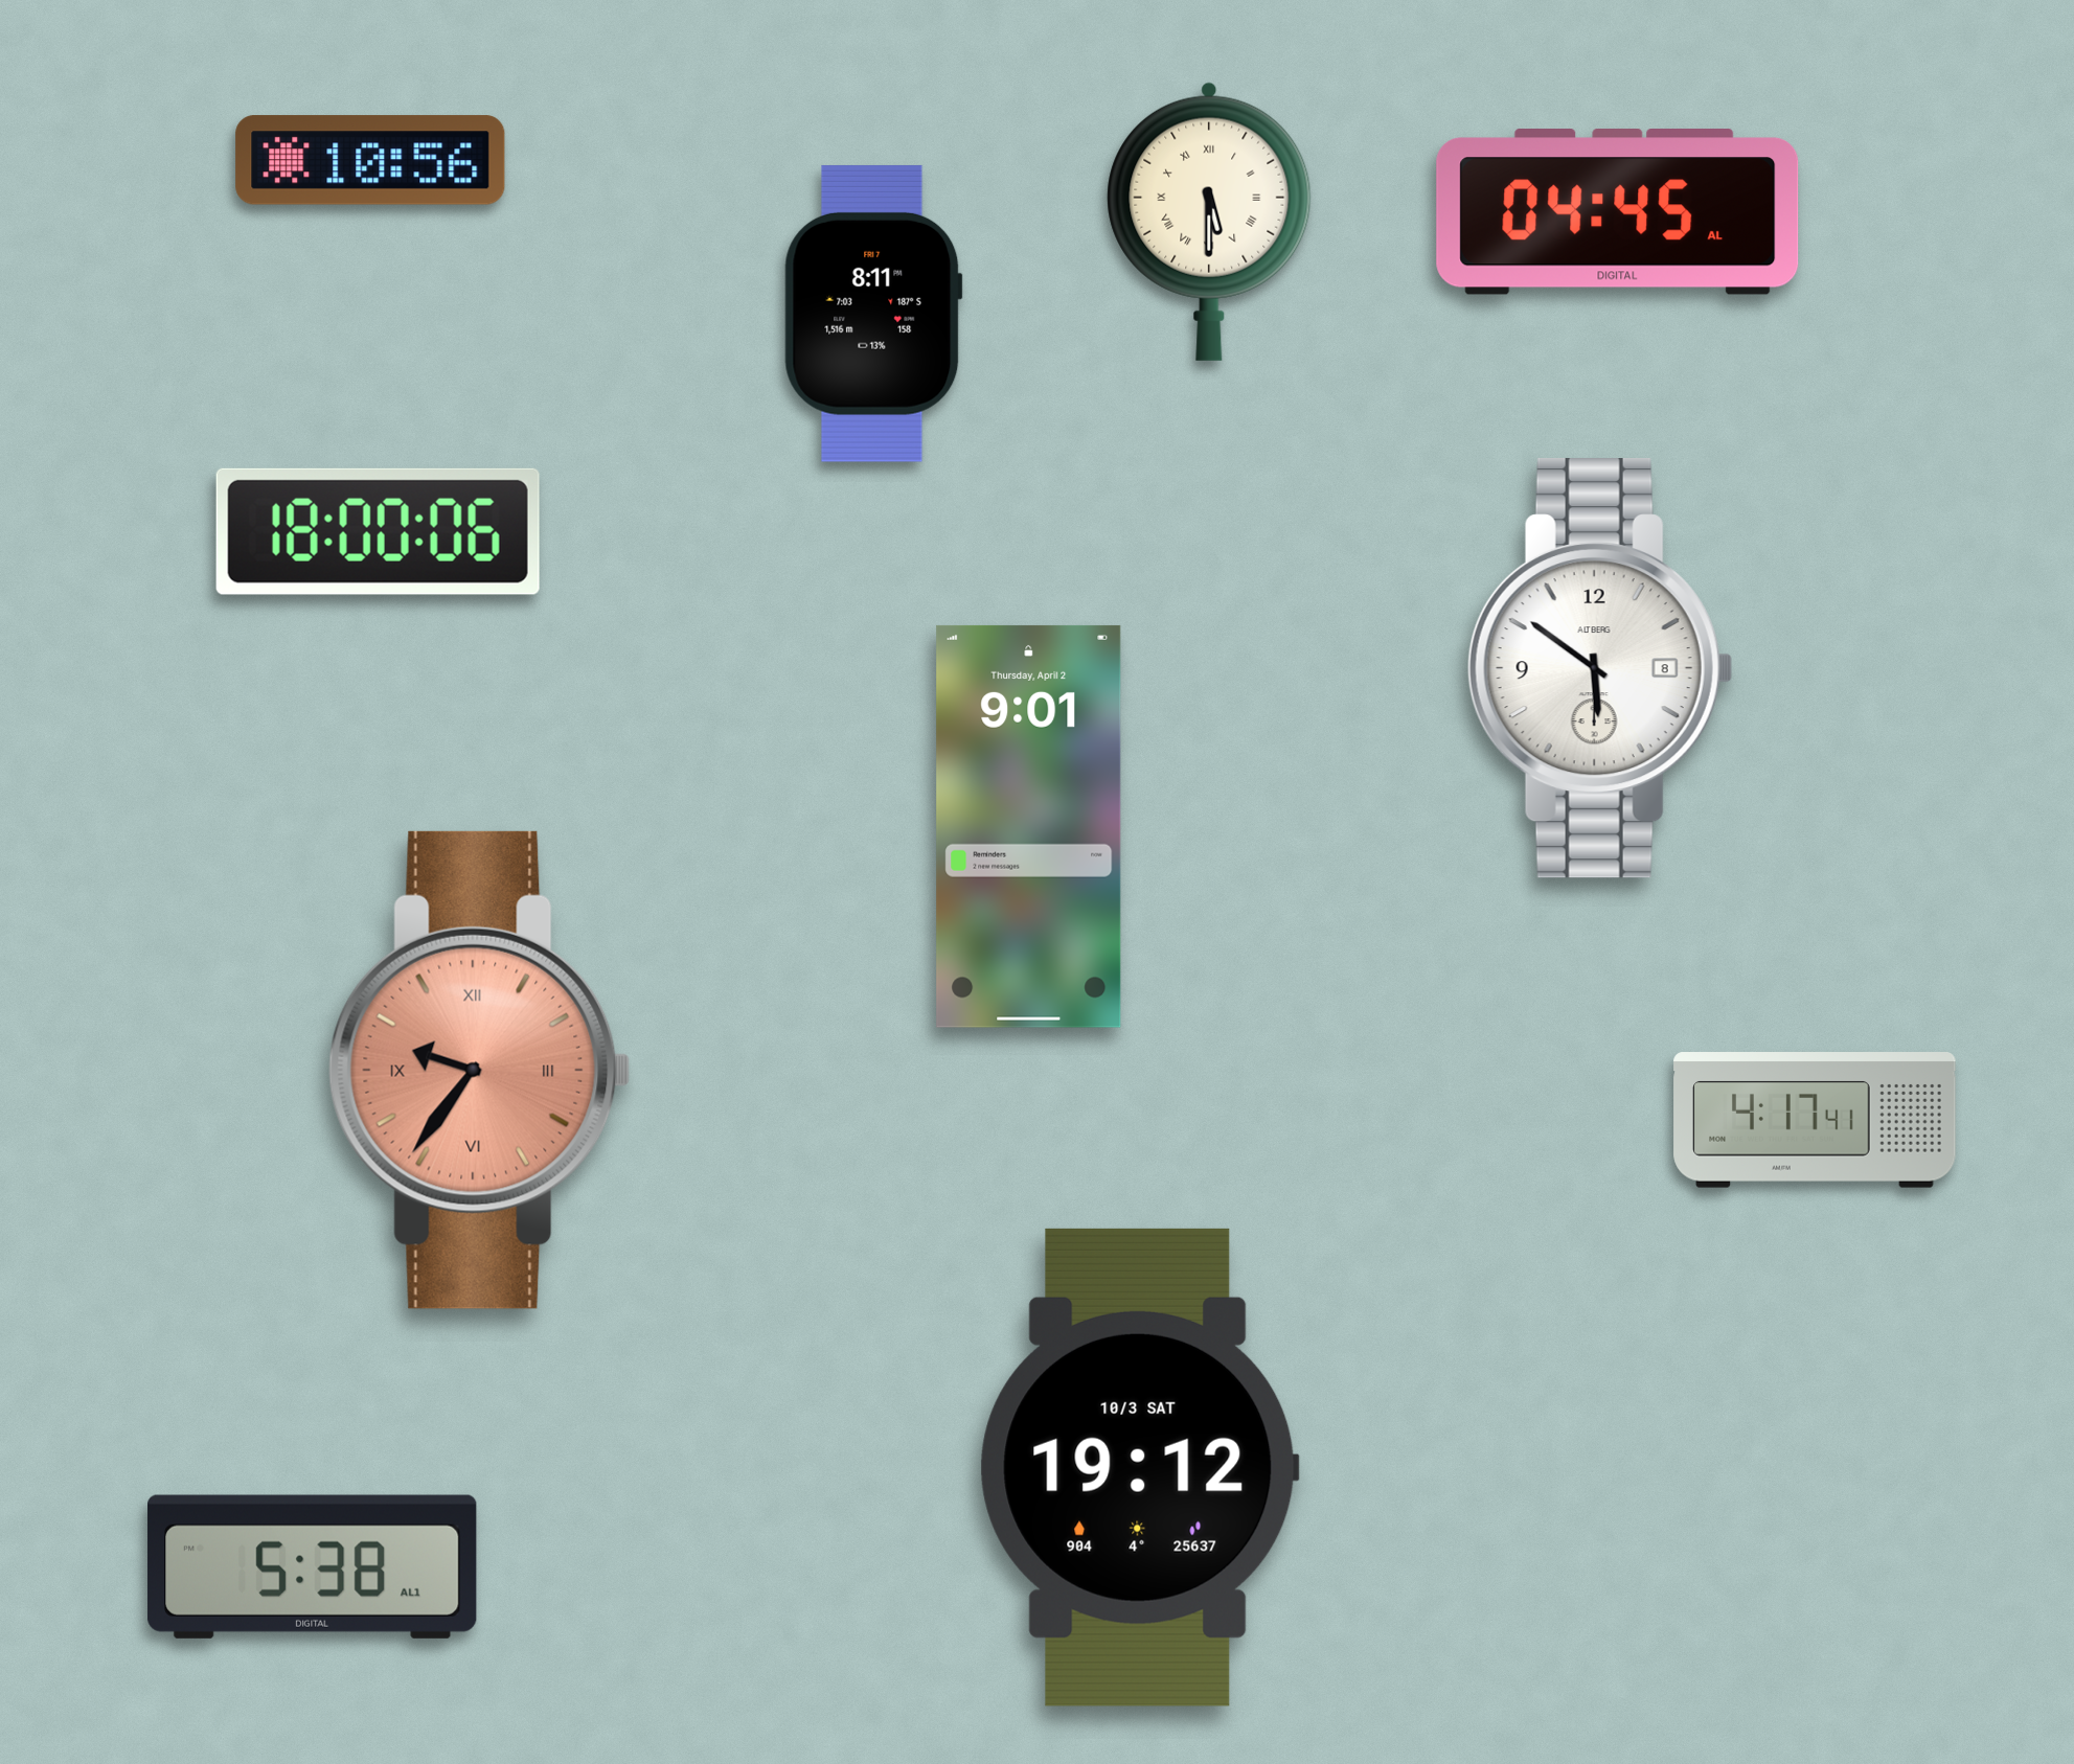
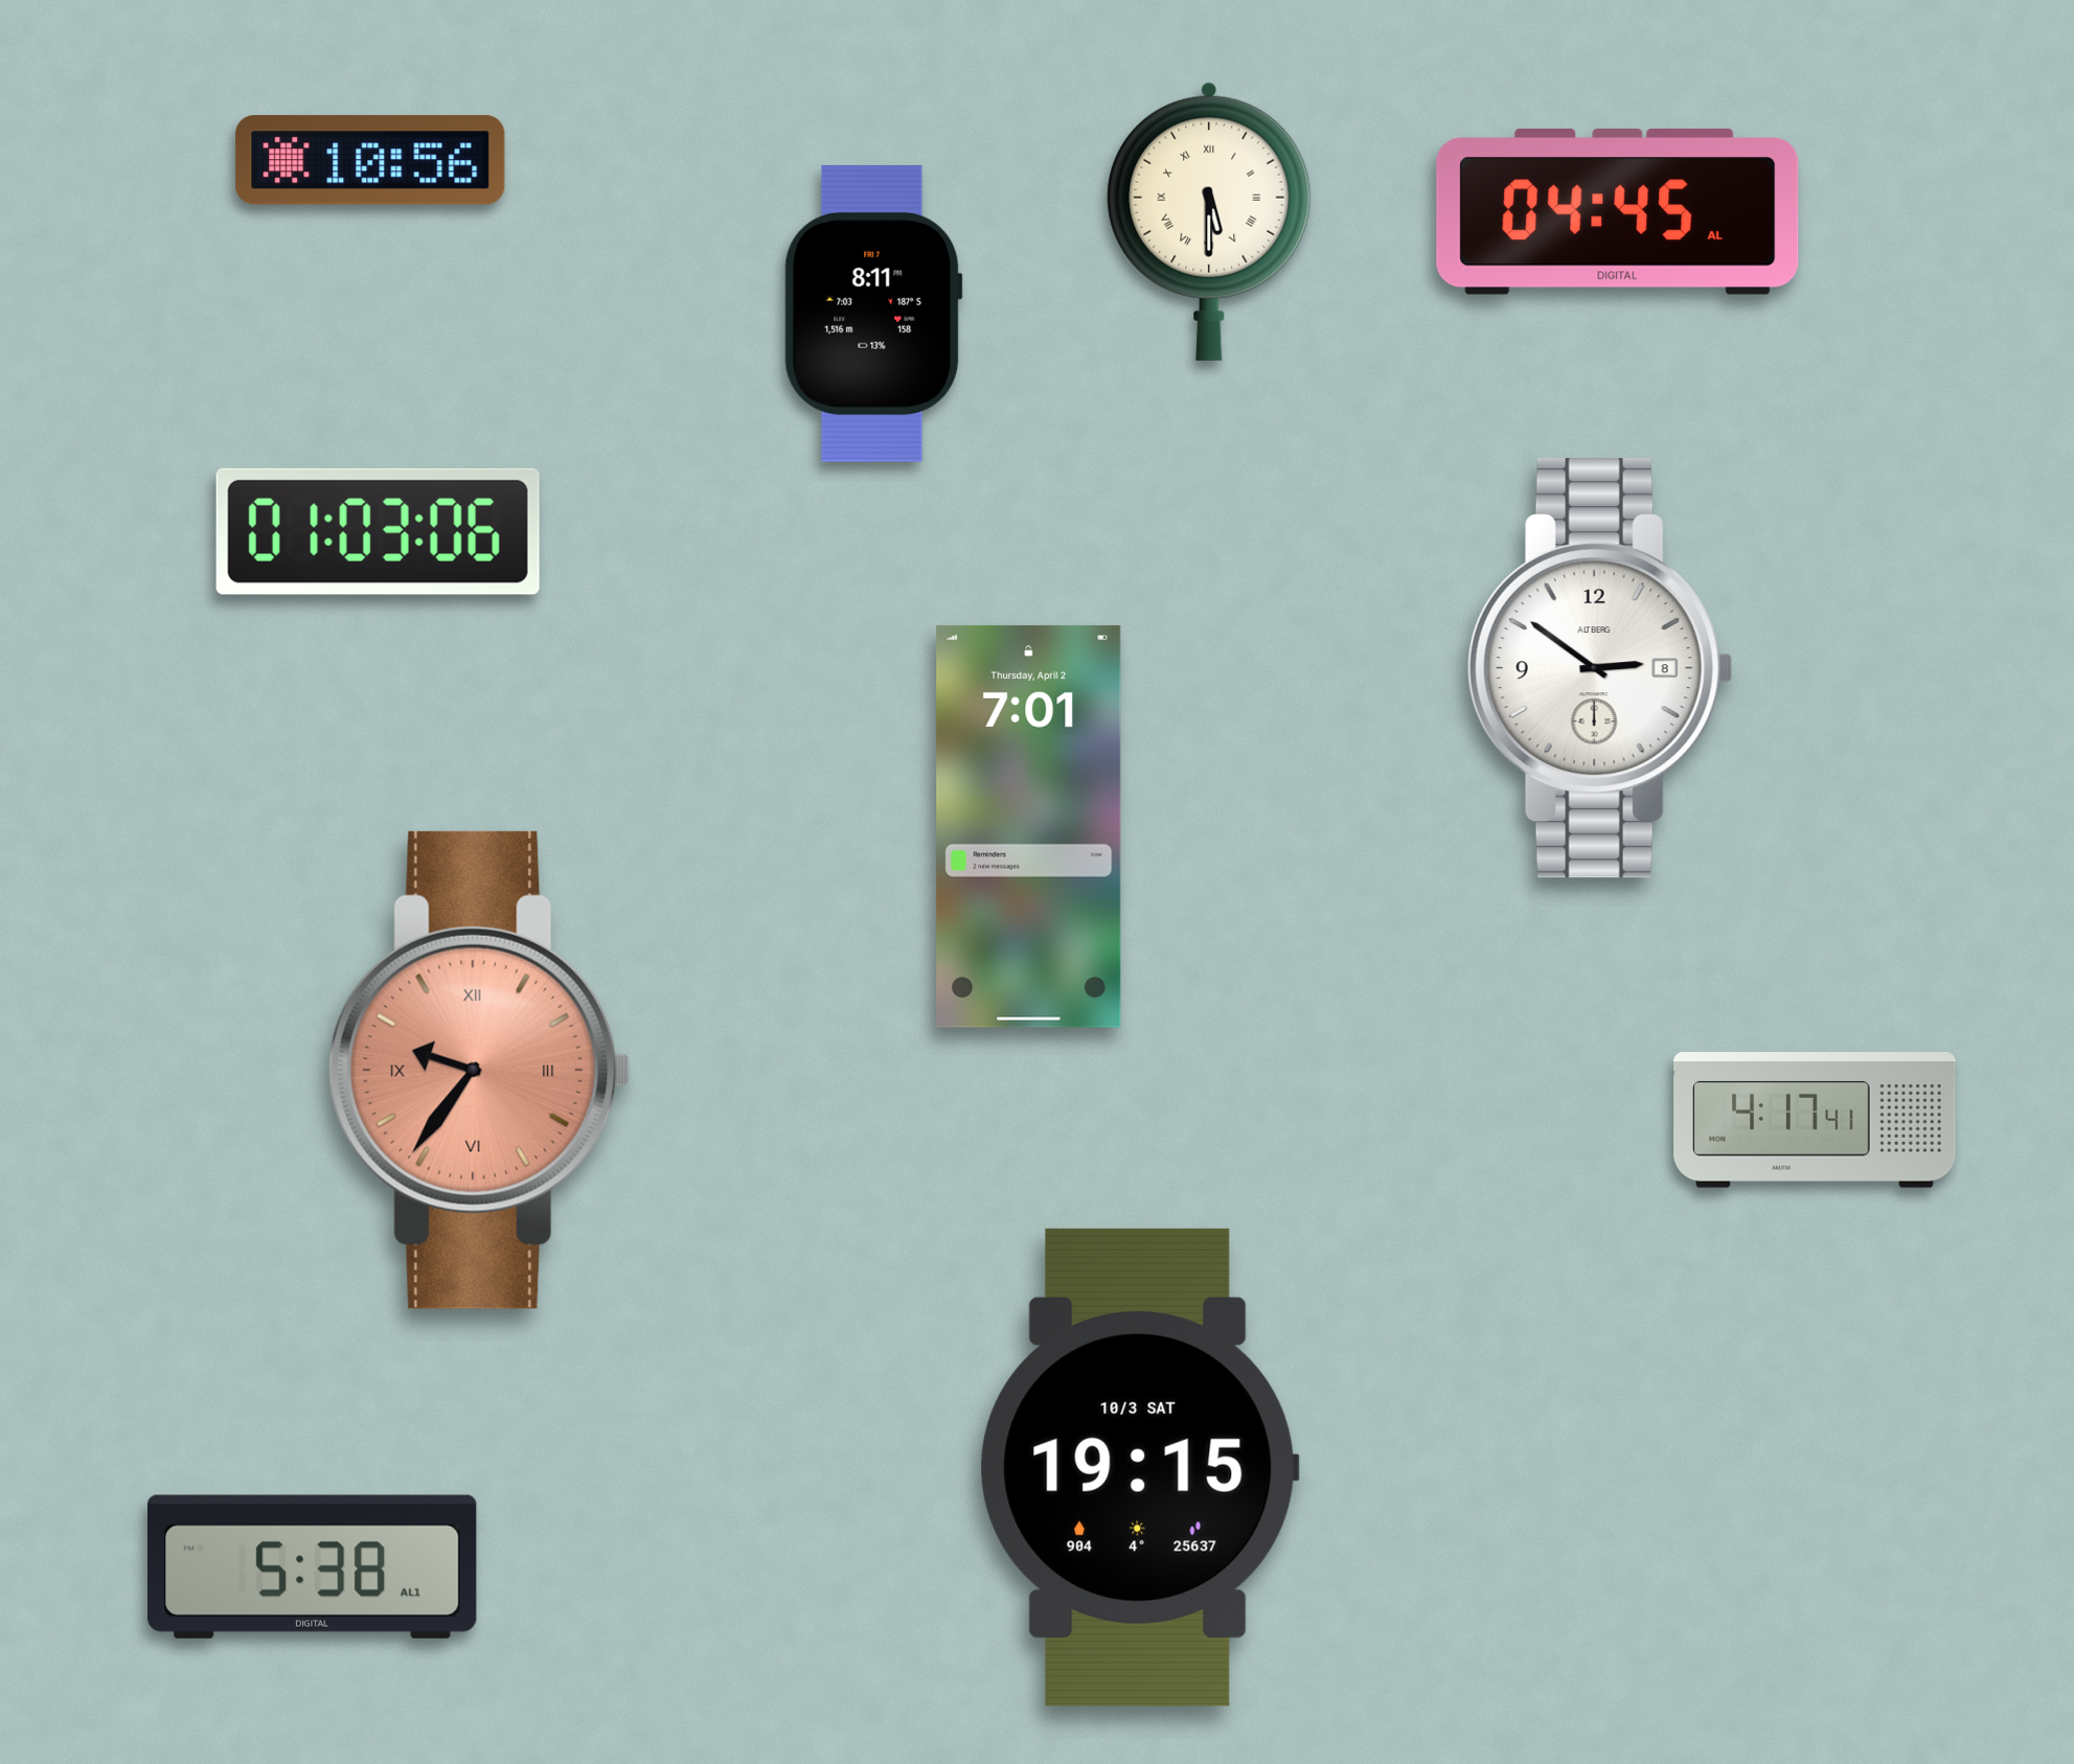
clock at (378, 531): 18:00 -> 01:03
clock at (1600, 669): 5:51 -> 2:51
clock at (1029, 826): 9:01 -> 7:01
clock at (1139, 1467): 19:12 -> 19:15
